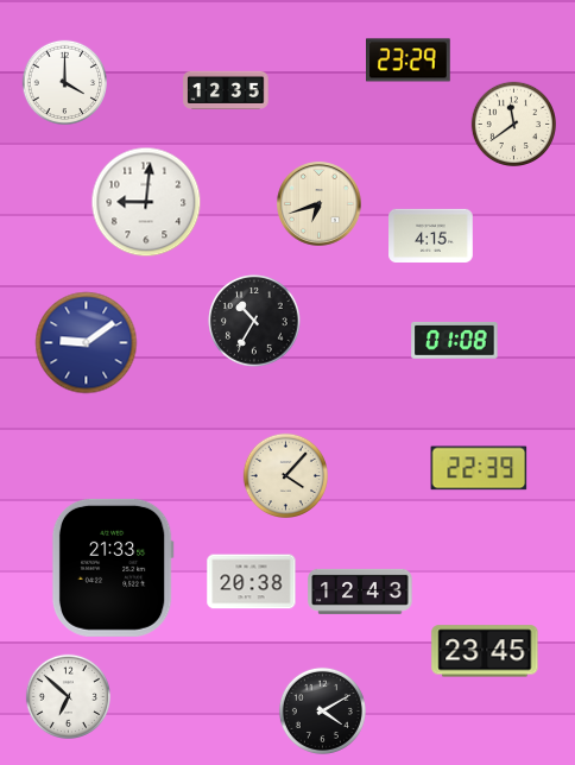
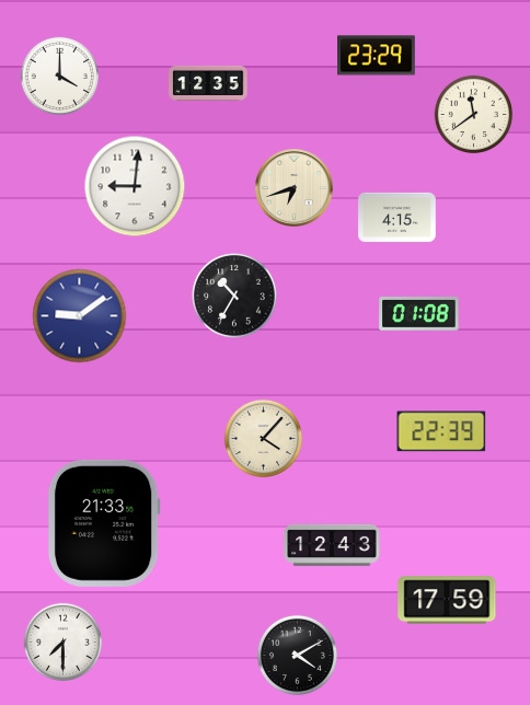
clock at (252, 582): 20:38 -> none
clock at (485, 651): 23:45 -> 17:59
clock at (69, 697): 6:52 -> 7:30
